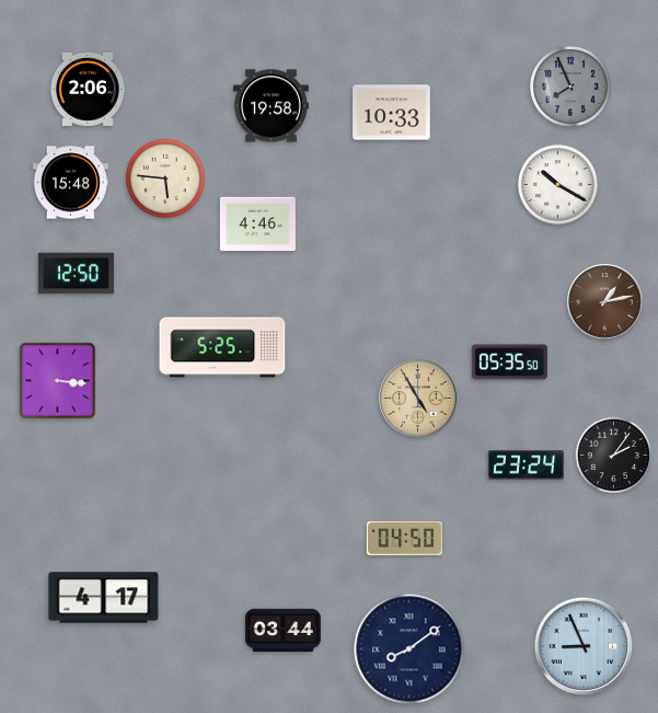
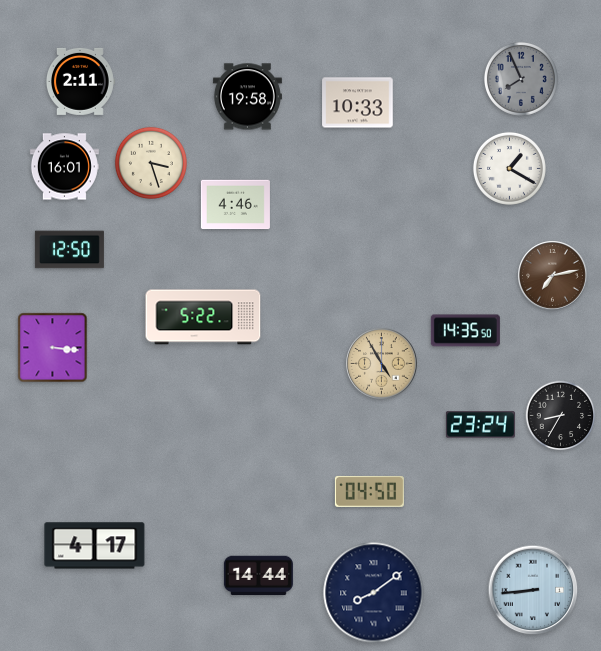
clock at (88, 89): 2:06 -> 2:11
clock at (165, 179): 5:46 -> 3:27
clock at (70, 183): 15:48 -> 16:01
clock at (557, 184): 10:20 -> 1:20
clock at (605, 302): 1:13 -> 7:13
clock at (222, 347): 5:25 -> 5:22
clock at (509, 363): 05:35 -> 14:35
clock at (614, 456): 2:06 -> 8:35
clock at (282, 631): 03:44 -> 14:44
clock at (584, 646): 8:56 -> 8:44
